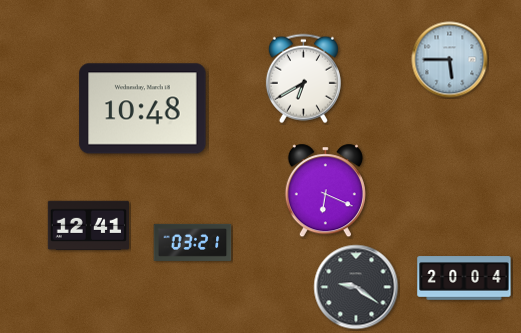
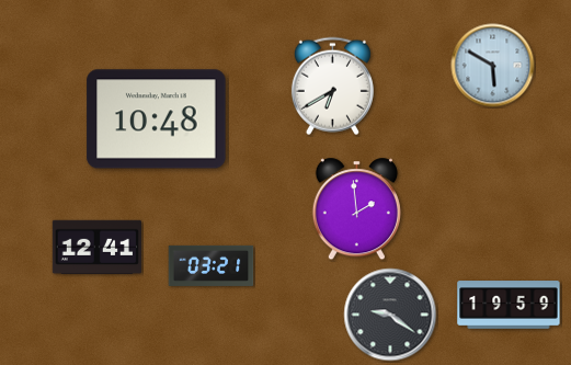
clock at (450, 60): 5:45 -> 5:50
clock at (325, 191): 6:19 -> 1:59
clock at (464, 278): 20:04 -> 19:59
